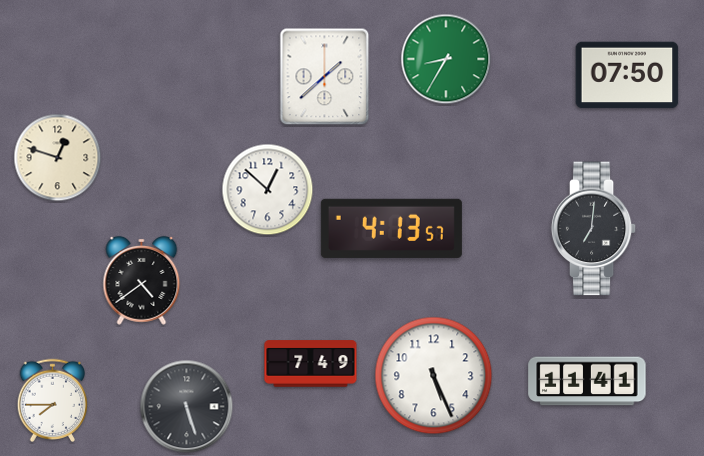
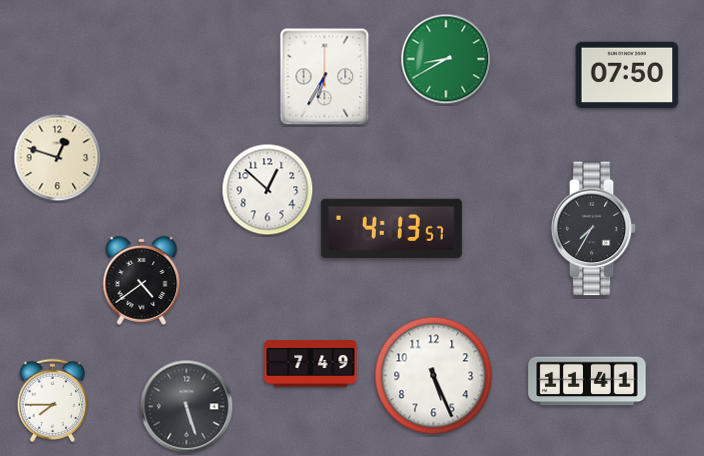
clock at (446, 59): 8:35 -> 8:40
clock at (325, 77): 1:38 -> 6:35
clock at (594, 229): 7:01 -> 7:35
